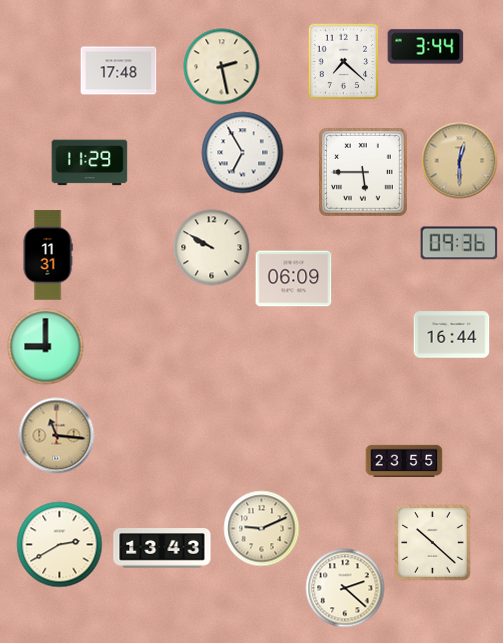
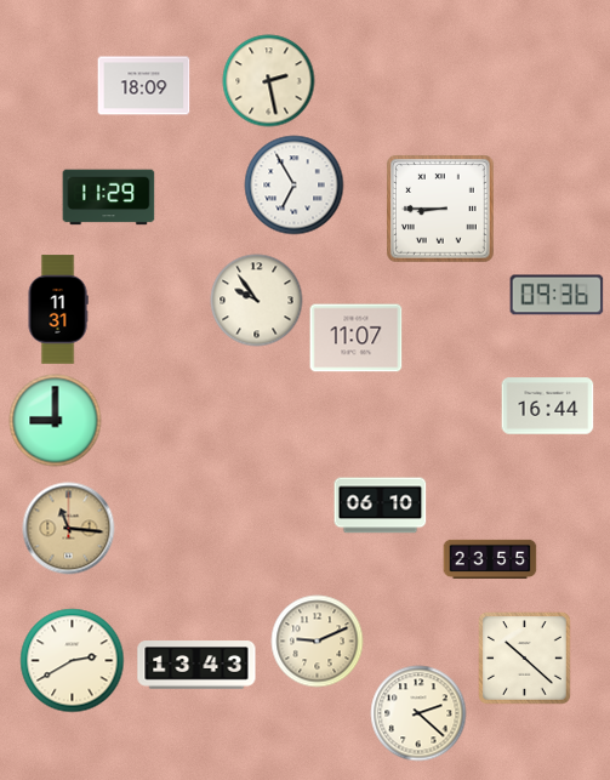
clock at (426, 47): 3:44 -> none
clock at (344, 61): 7:22 -> none
clock at (119, 71): 17:48 -> 18:09
clock at (460, 161): 12:30 -> none
clock at (364, 173): 5:45 -> 8:45
clock at (212, 248): 9:50 -> 9:54
clock at (294, 279): 06:09 -> 11:07
clock at (381, 506): none -> 06:10
